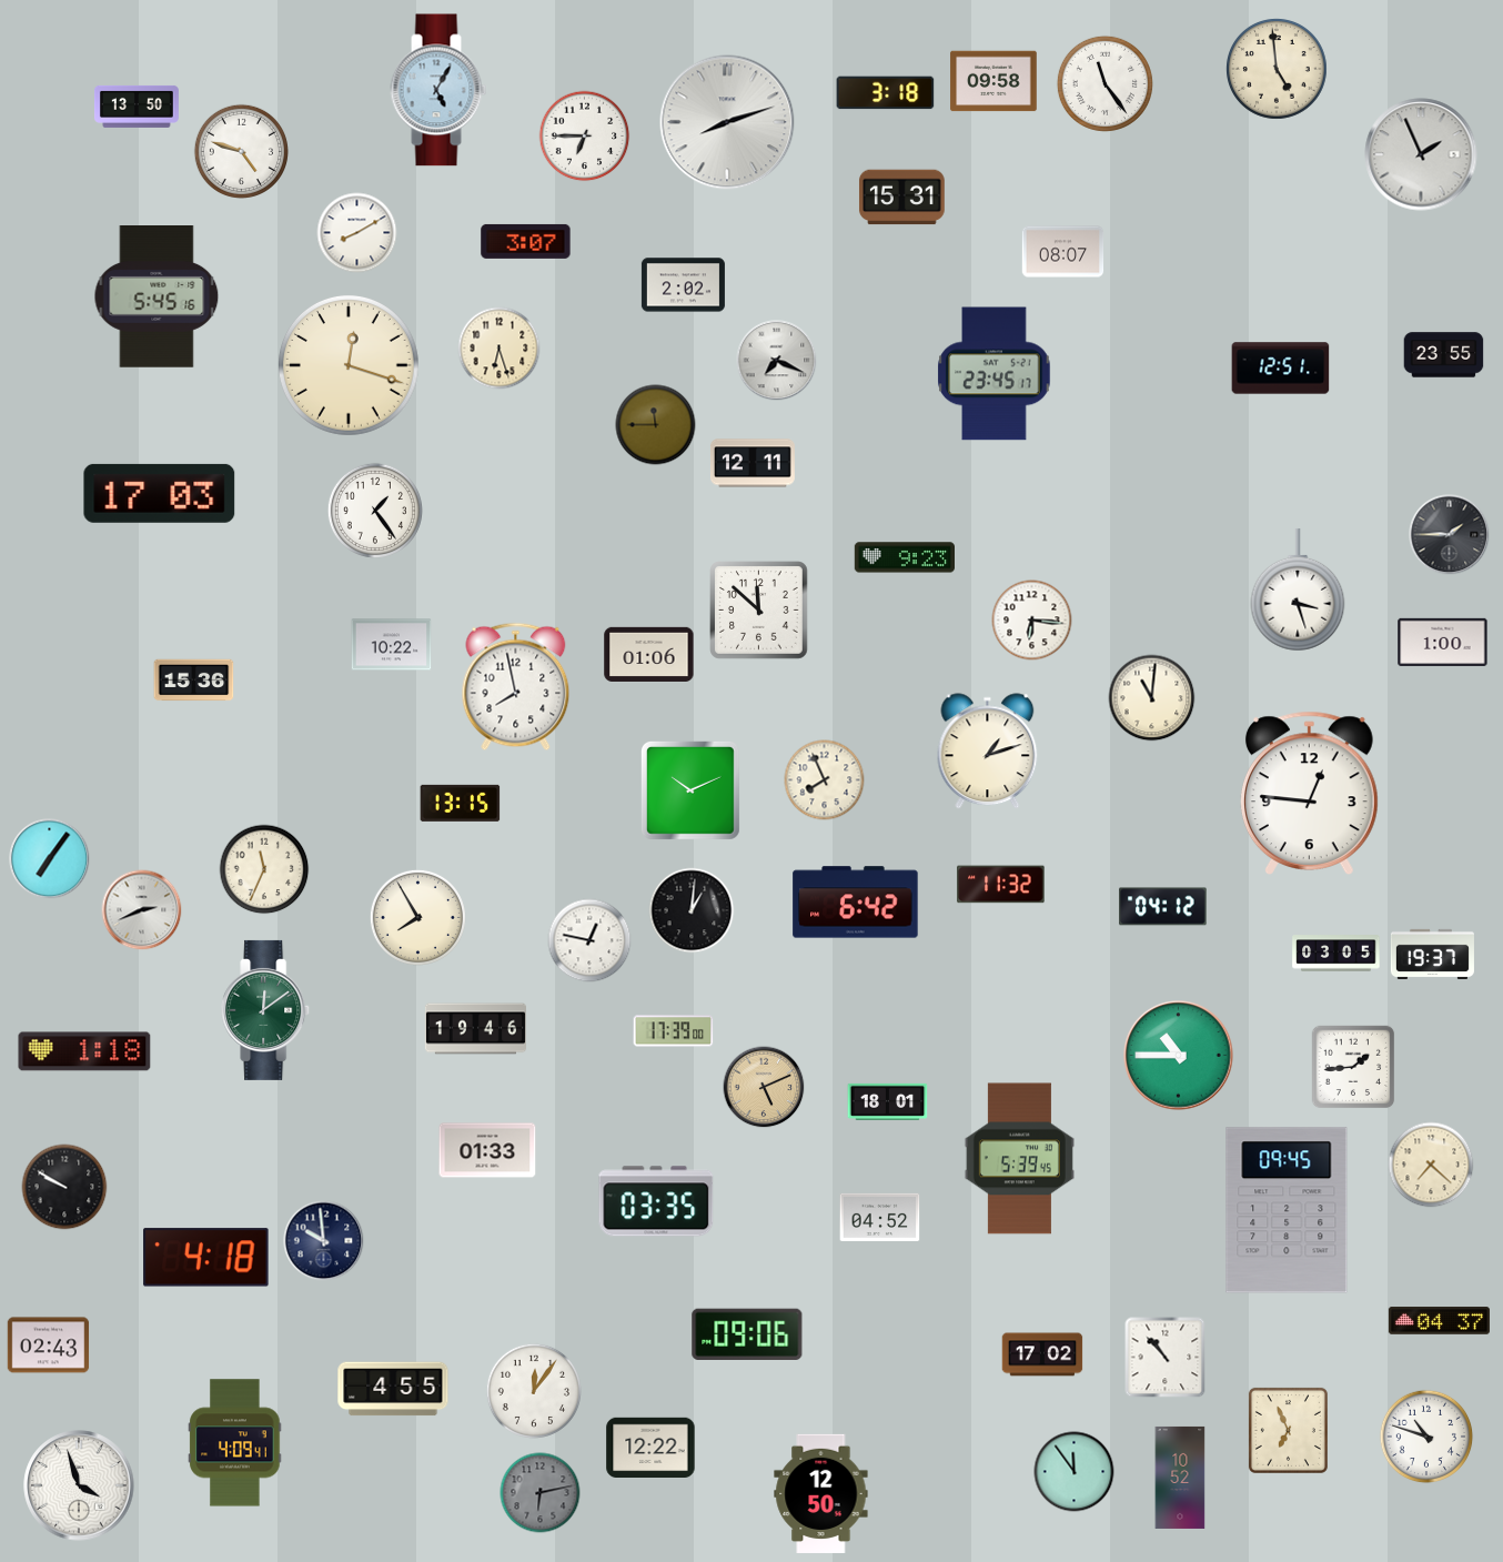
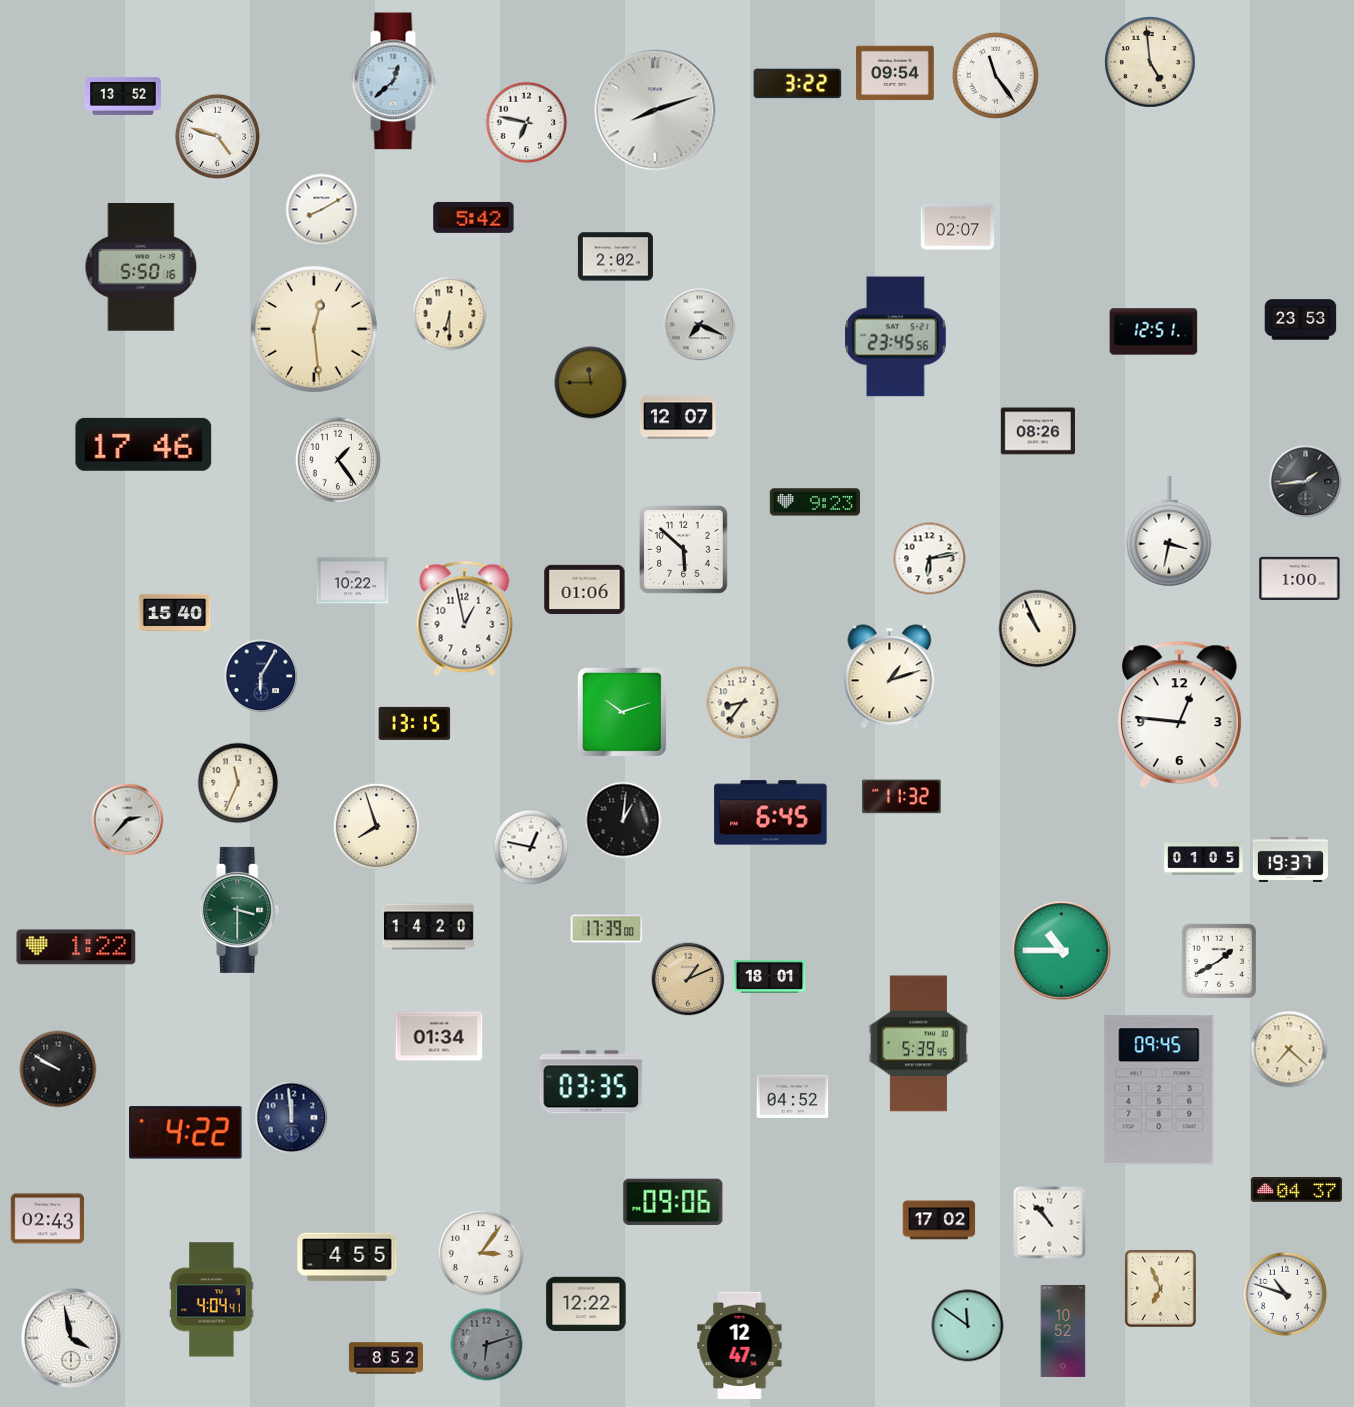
clock at (993, 81): 09:58 -> 09:54
clock at (438, 90): 5:05 -> 12:38
clock at (886, 93): 3:18 -> 3:22
clock at (137, 107): 13:50 -> 13:52
clock at (585, 137): 6:45 -> 6:47
clock at (1421, 154): 1:56 -> none
clock at (902, 198): 15:31 -> none
clock at (526, 241): 3:07 -> 5:42
clock at (1063, 252): 08:07 -> 02:07
clock at (157, 298): 5:45 -> 5:50
clock at (500, 349): 6:27 -> 6:30
clock at (1444, 355): 23:55 -> 23:53
clock at (349, 365): 12:18 -> 12:29
clock at (995, 374): 23:45:17 -> 23:45:56
clock at (753, 463): 12:11 -> 12:07
clock at (1038, 431): none -> 08:26
clock at (160, 493): 17:03 -> 17:46
clock at (1450, 535): 1:45 -> 1:44
clock at (1298, 589): 3:27 -> 3:32
clock at (759, 611): 11:52 -> 5:52
clock at (1032, 621): 6:16 -> 6:13
clock at (194, 681): 15:36 -> 15:40
clock at (516, 687): 7:58 -> 12:58
clock at (1152, 698): 11:01 -> 10:56
clock at (261, 676): none -> 6:05
clock at (825, 780): 7:56 -> 8:36
clock at (690, 790): 10:11 -> 10:12
clock at (50, 859): 7:06 -> none
clock at (856, 903): 6:42 -> 6:45
clock at (1163, 907): 04:12 -> none
clock at (142, 910): 2:41 -> 2:37
clock at (417, 917): 7:55 -> 7:57
clock at (1336, 954): 03:05 -> 01:05
clock at (266, 1010): 12:09 -> 3:30
clock at (475, 1029): 19:46 -> 14:20
clock at (84, 1051): 1:18 -> 1:22
clock at (1353, 1067): 1:44 -> 1:40
clock at (764, 1087): 5:11 -> 1:11
clock at (888, 1101) position: (888, 1101) -> (770, 976)
clock at (487, 1150): 01:33 -> 01:34
clock at (324, 1241): 9:59 -> 11:59
clock at (206, 1258): 4:18 -> 4:22
clock at (49, 1346) position: (49, 1346) -> (48, 1219)
clock at (393, 1389) position: (393, 1389) -> (347, 1257)
clock at (534, 1391): 12:06 -> 3:06
clock at (235, 1443): 4:09 -> 4:04
clock at (1075, 1472): 11:54 -> 11:51
clock at (79, 1485): 3:57 -> 3:58
clock at (541, 1493): 6:13 -> 6:12
clock at (821, 1493): 12:50 -> 12:47
clock at (385, 1358): none -> 8:52
